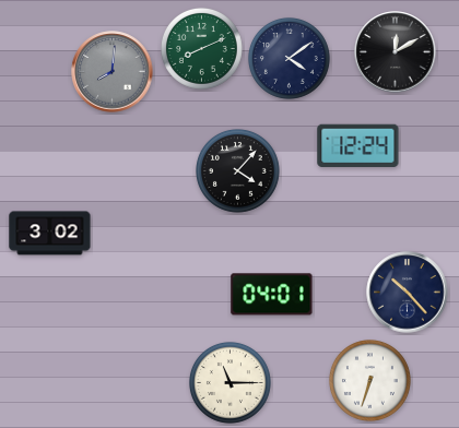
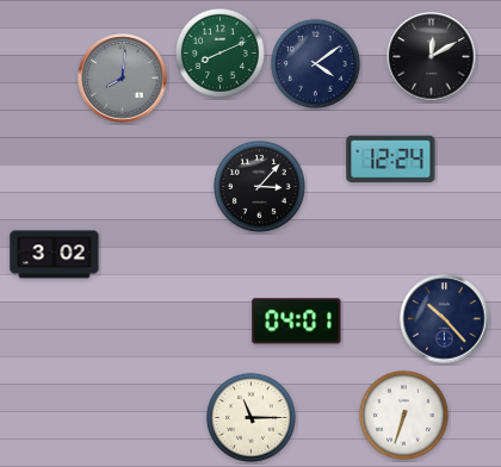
clock at (238, 171): 4:07 -> 3:07
